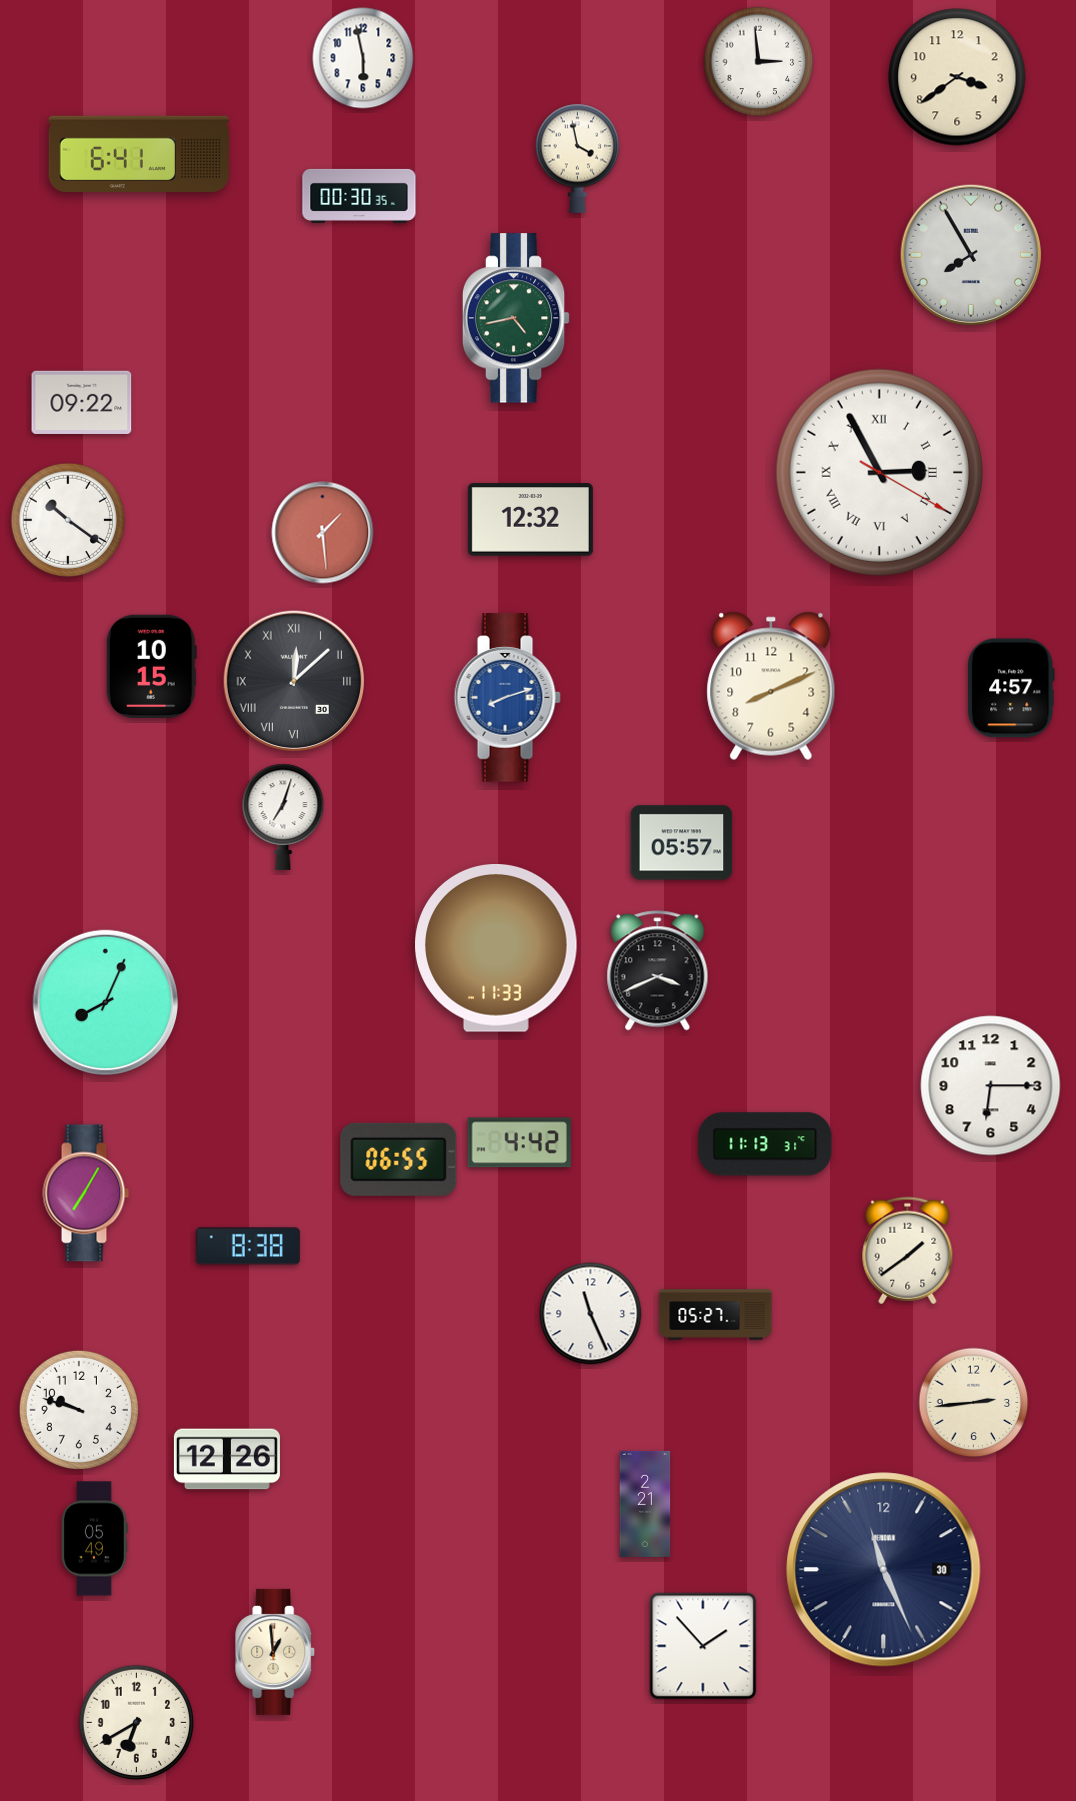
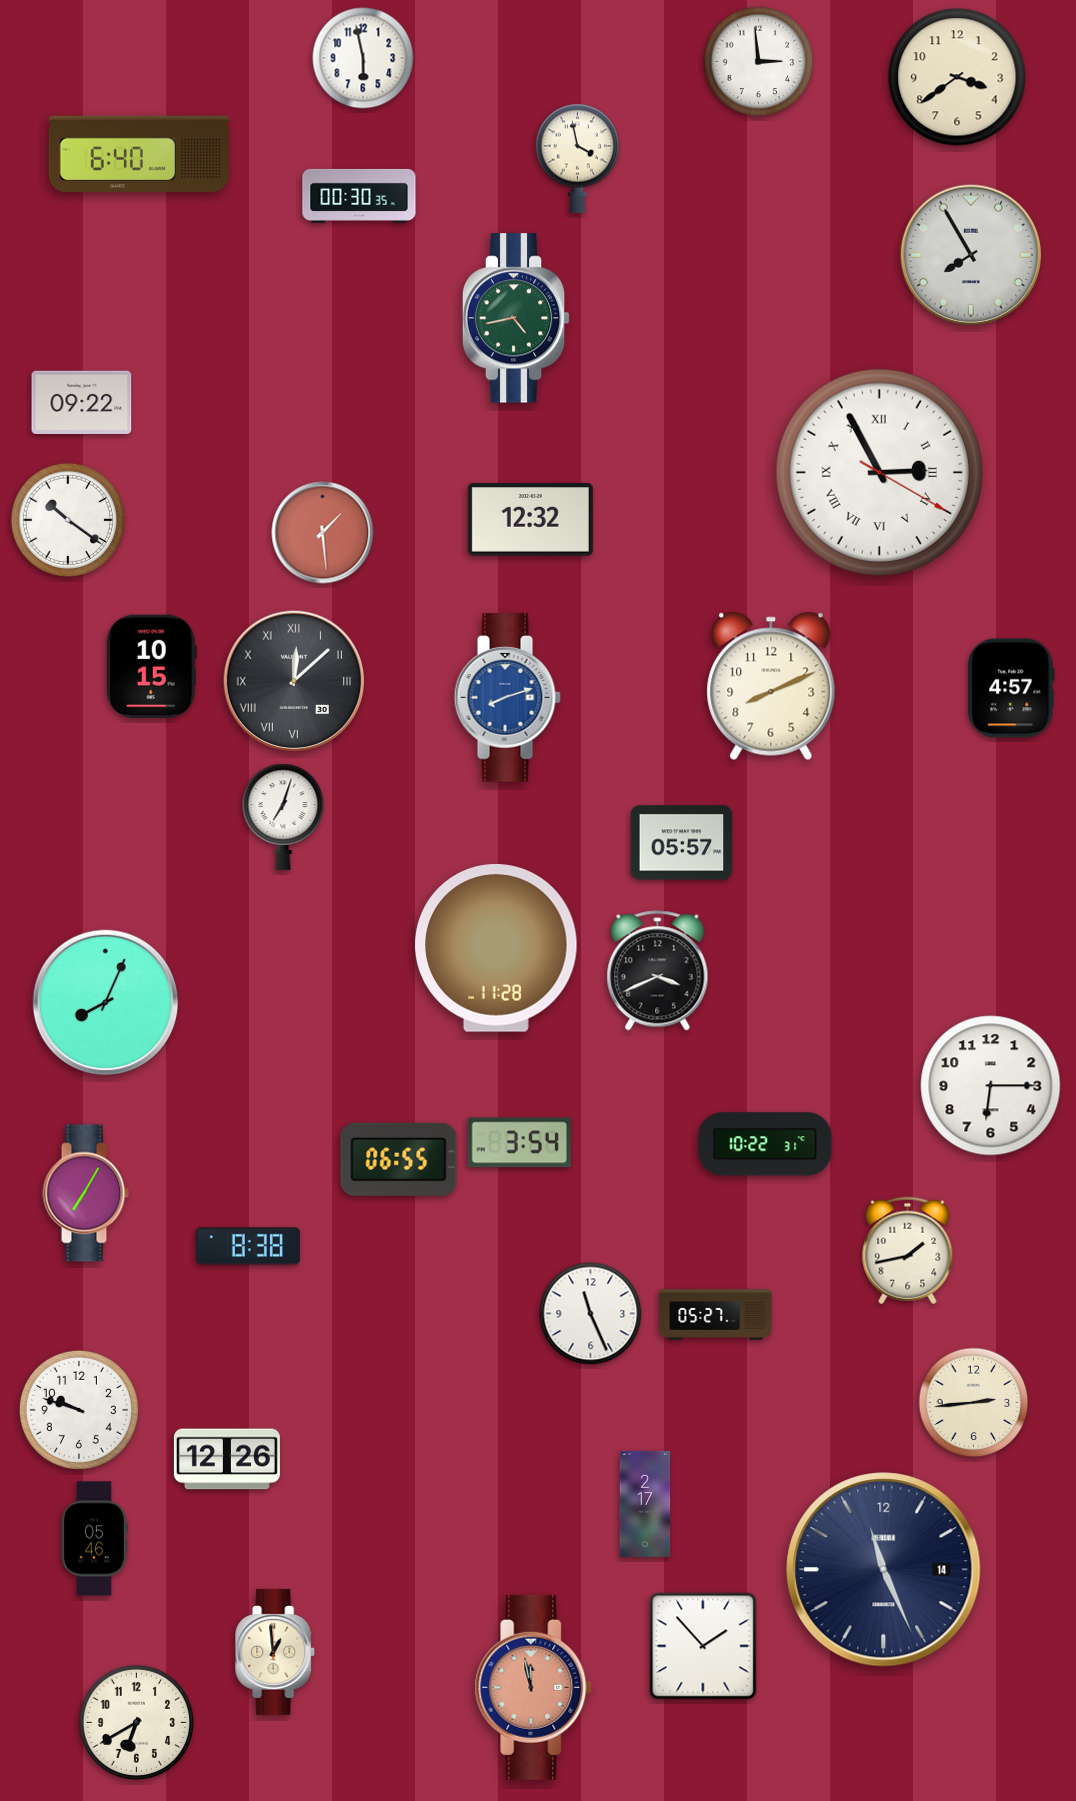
clock at (138, 154): 6:41 -> 6:40
clock at (496, 949): 11:33 -> 11:28
clock at (519, 1143): 4:42 -> 3:54
clock at (765, 1144): 11:13 -> 10:22
clock at (908, 1251): 1:39 -> 1:43
clock at (645, 1504): 2:21 -> 2:17
clock at (94, 1539): 05:49 -> 05:46
clock at (884, 1570) date: 30 -> 14
clock at (534, 1687): none -> 11:58
